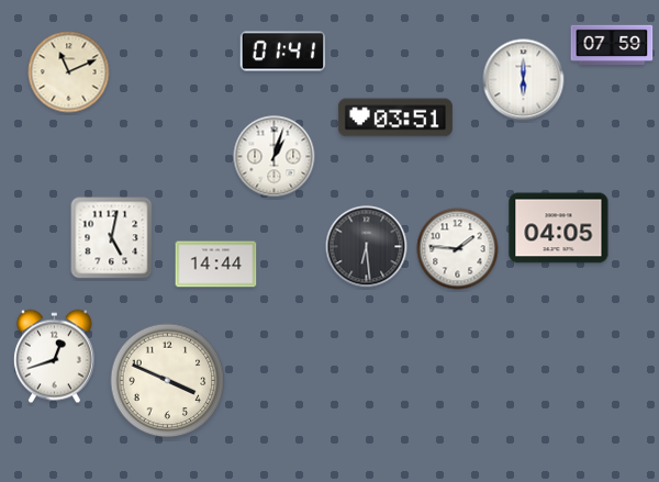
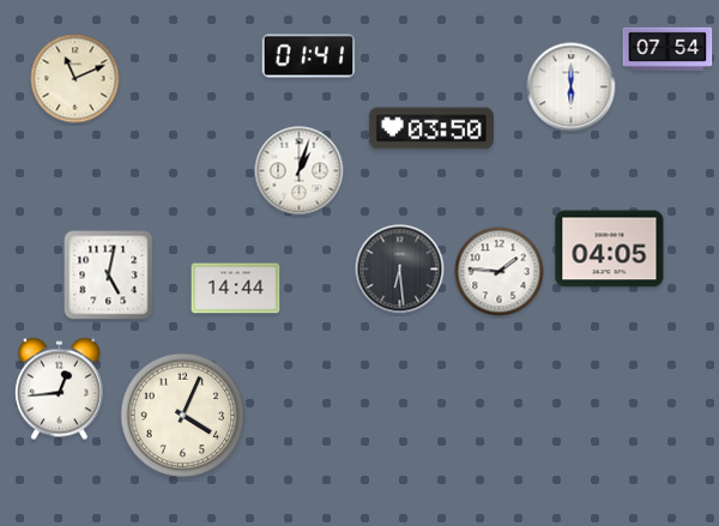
clock at (612, 44): 07:59 -> 07:54
clock at (395, 117): 03:51 -> 03:50
clock at (112, 238) position: (112, 238) -> (109, 276)
clock at (54, 357): 12:42 -> 12:44
clock at (168, 381): 3:49 -> 4:04
